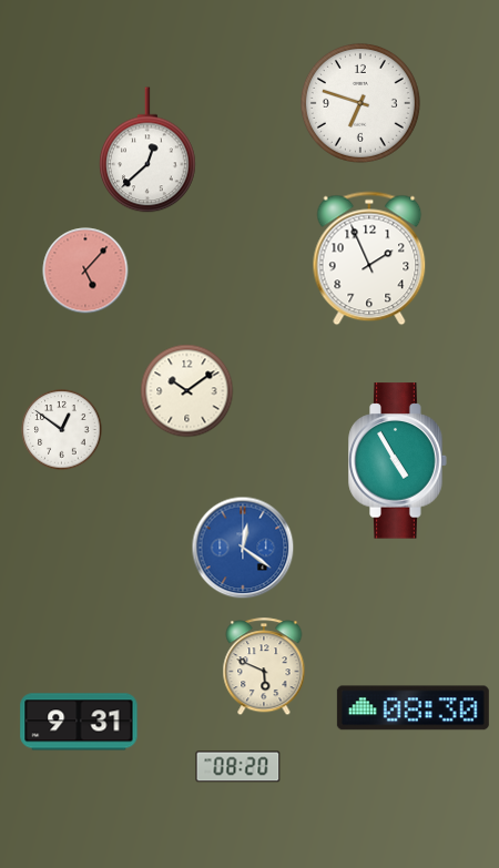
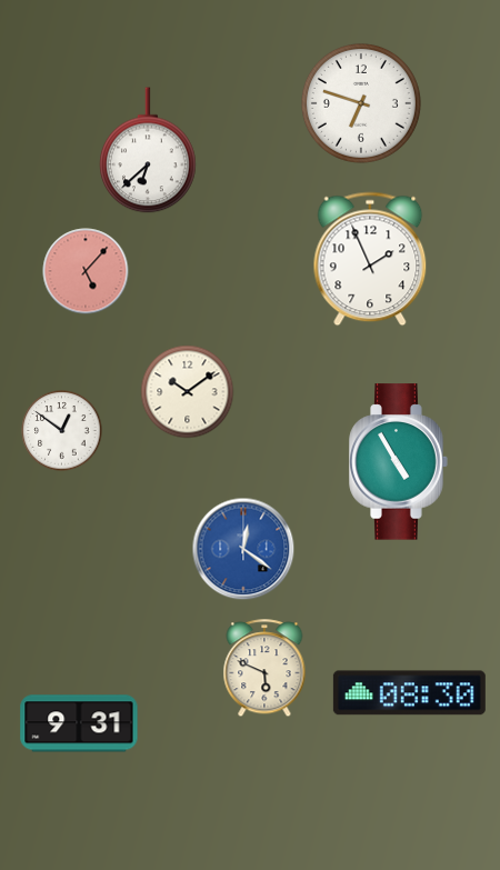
clock at (147, 150): 12:38 -> 6:38
clock at (413, 708) position: (413, 708) -> (409, 693)
clock at (238, 767): 08:20 -> none
